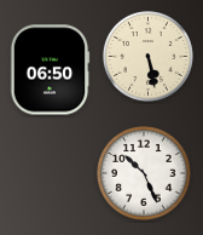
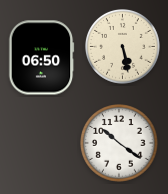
clock at (145, 174): 10:26 -> 10:21
